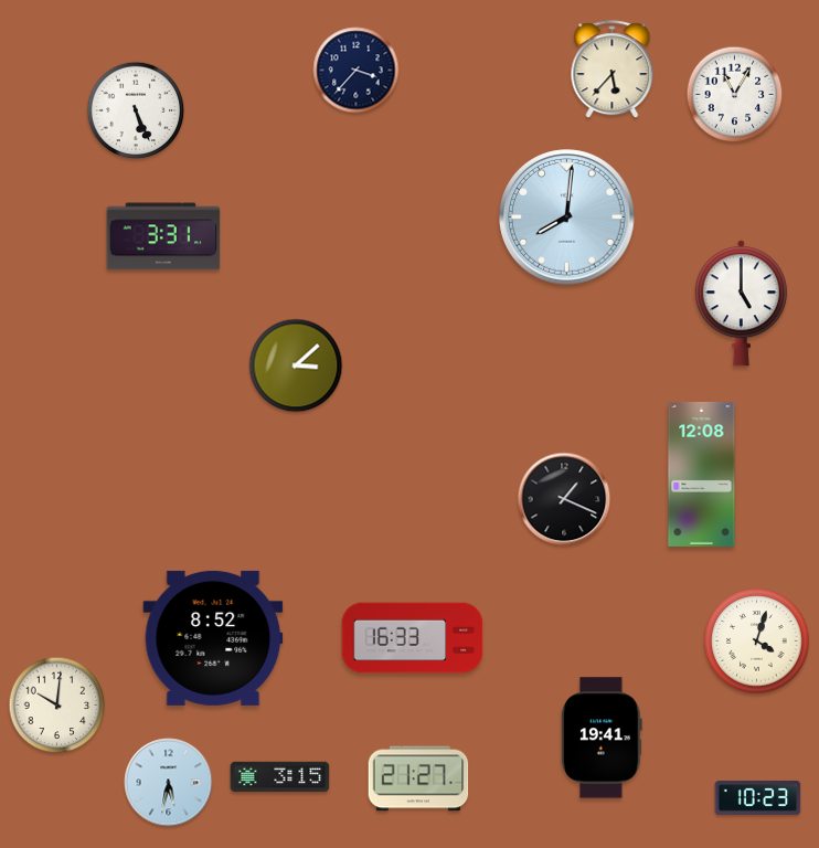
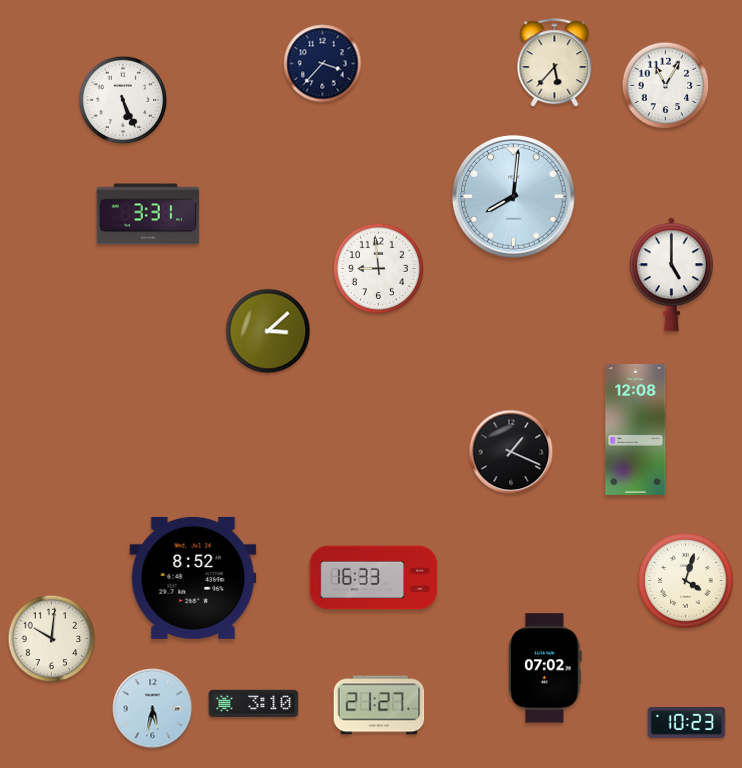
clock at (378, 268): none -> 8:59
clock at (602, 738): 19:41 -> 07:02
clock at (280, 777): 3:15 -> 3:10
